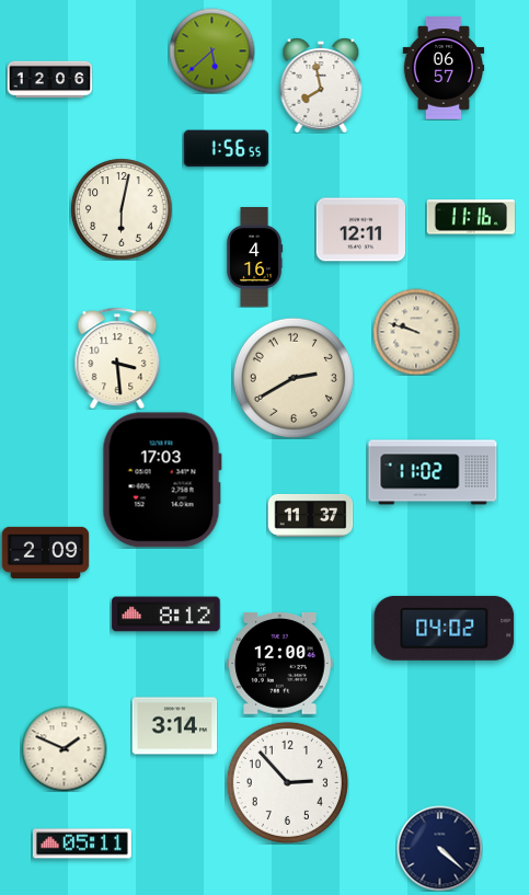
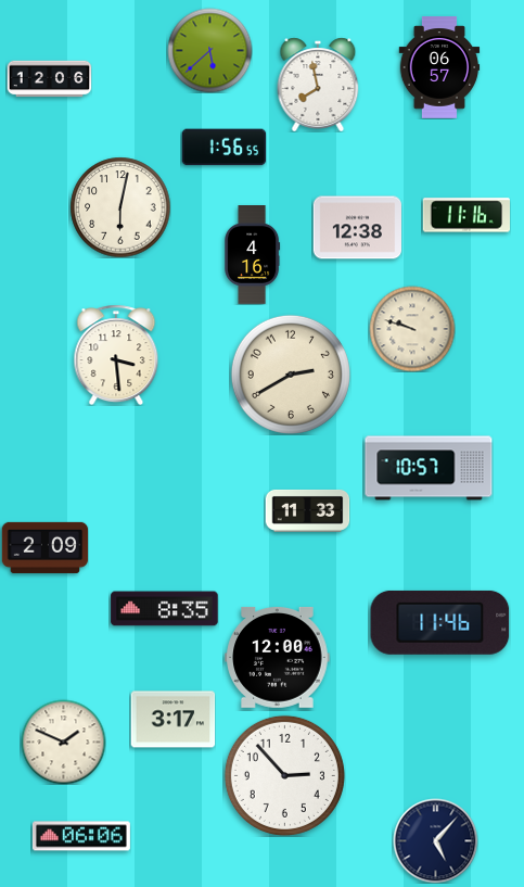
clock at (360, 230): 12:11 -> 12:38
clock at (433, 472): 11:02 -> 10:57
clock at (162, 480): 17:03 -> none
clock at (310, 515): 11:37 -> 11:33
clock at (166, 615): 8:12 -> 8:35
clock at (445, 628): 04:02 -> 11:46
clock at (174, 726): 3:14 -> 3:17
clock at (82, 844): 05:11 -> 06:06
clock at (439, 848): 4:22 -> 5:07
